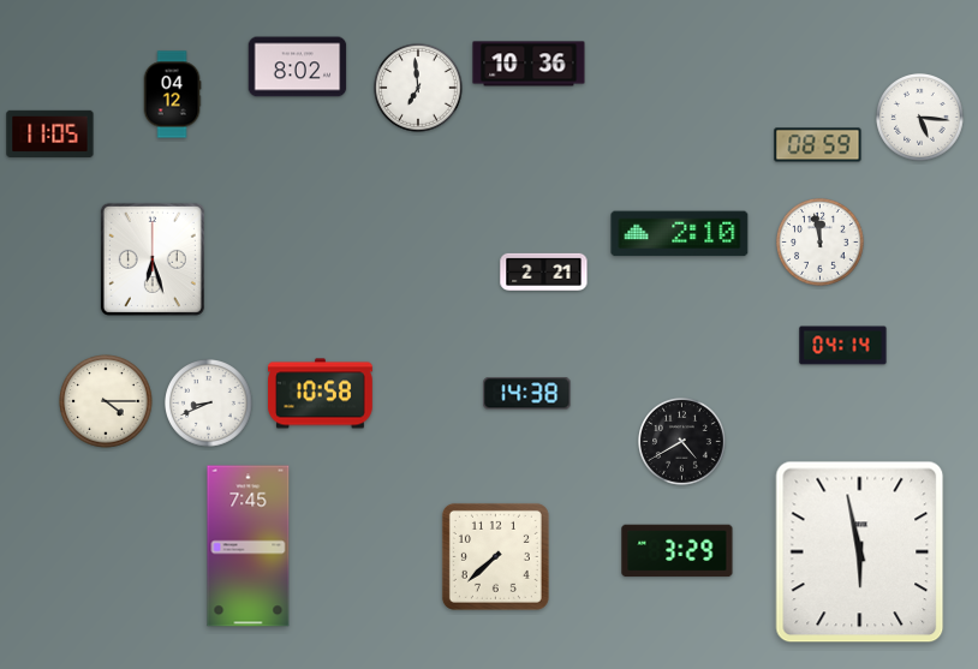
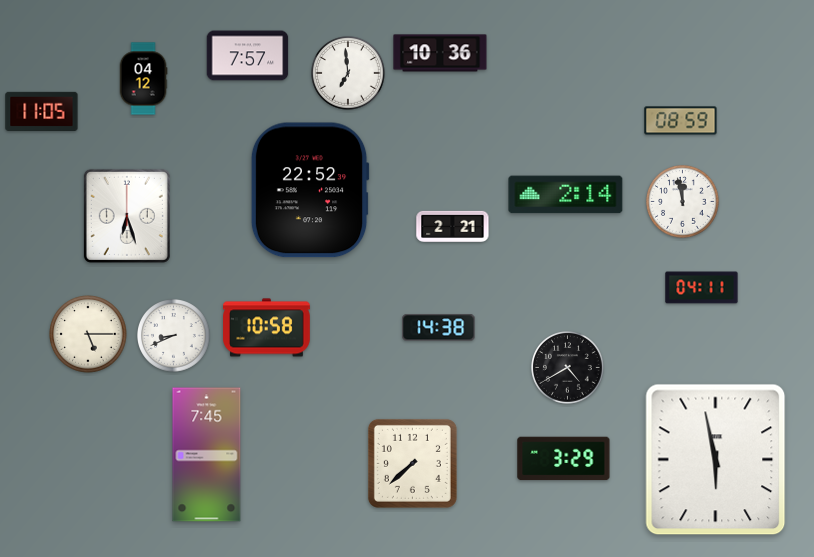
clock at (298, 67): 8:02 -> 7:57
clock at (920, 118): 5:16 -> none
clock at (310, 190): none -> 22:52
clock at (680, 234): 2:10 -> 2:14
clock at (843, 346): 04:14 -> 04:11
clock at (106, 401): 4:15 -> 5:15
